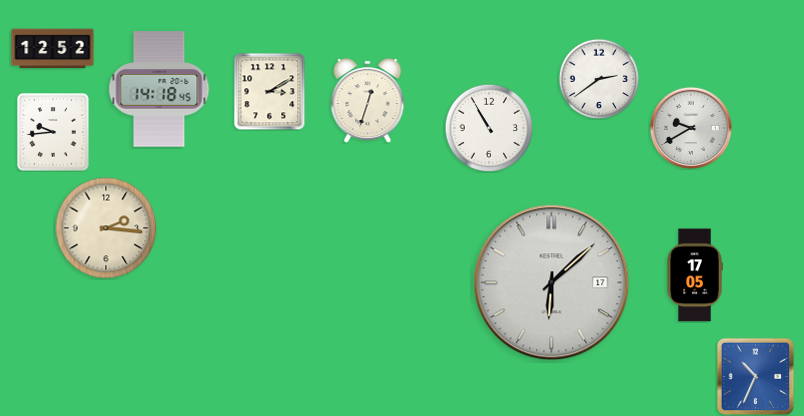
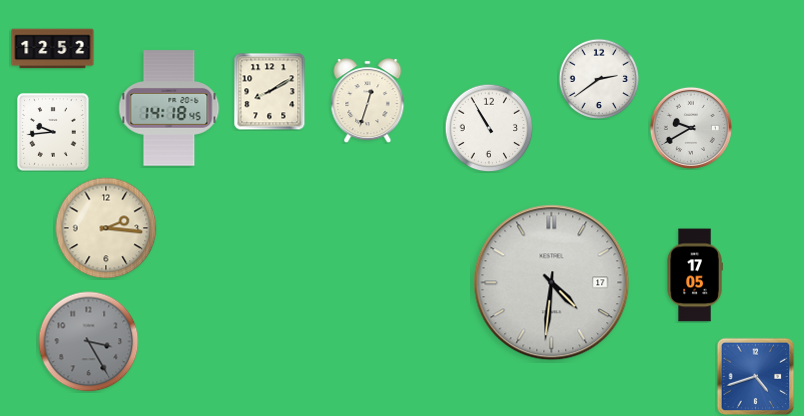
clock at (159, 89) position: (159, 89) -> (169, 108)
clock at (270, 91): 3:10 -> 8:10
clock at (552, 283): 6:08 -> 4:31
clock at (89, 342): none -> 3:25
clock at (755, 376): 10:34 -> 4:42
